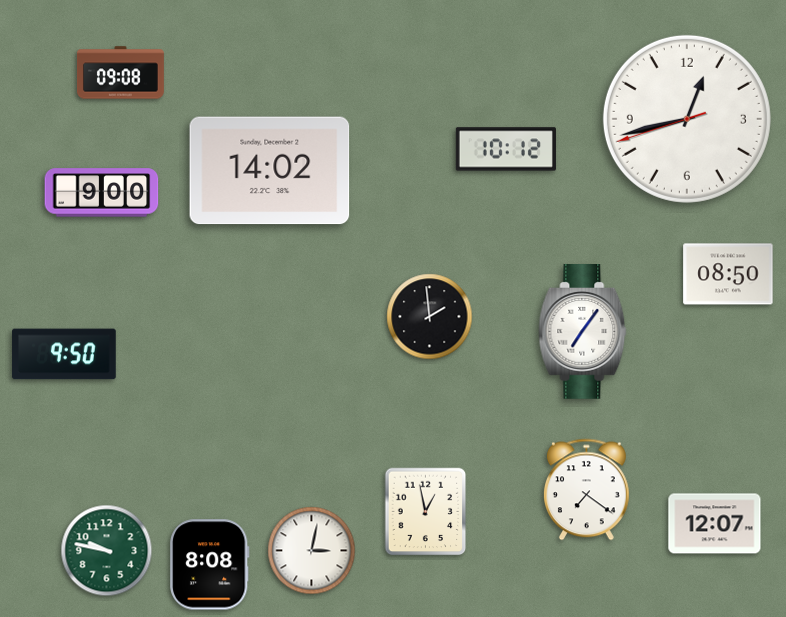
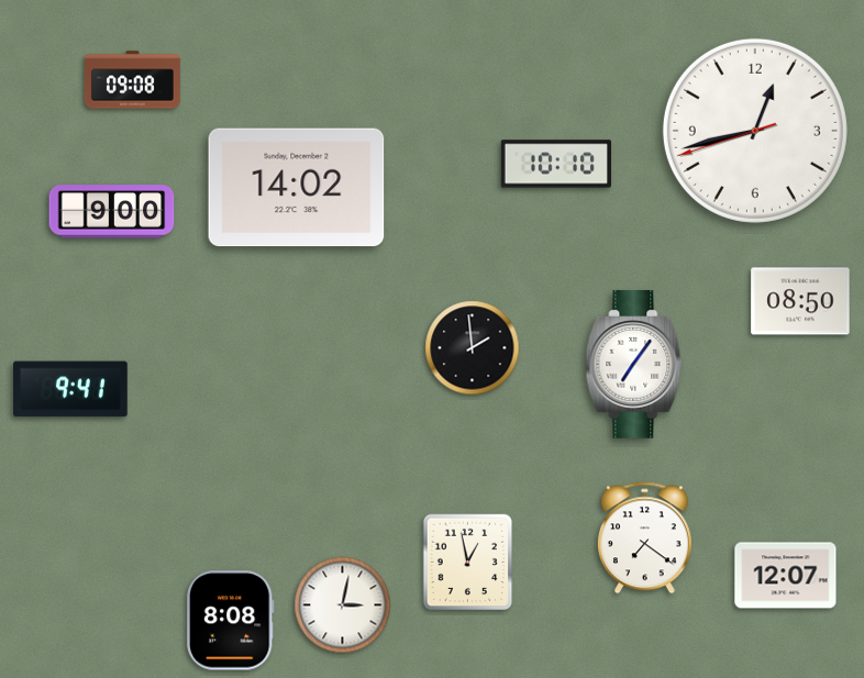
clock at (505, 149): 10:12 -> 10:10
clock at (583, 332) position: (583, 332) -> (634, 365)
clock at (64, 354): 9:50 -> 9:41
clock at (107, 551): 9:47 -> none
